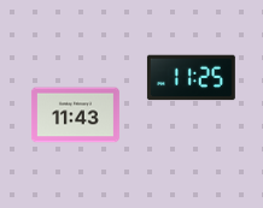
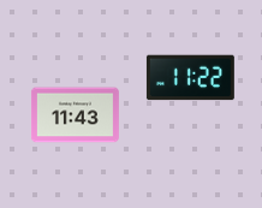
clock at (191, 78): 11:25 -> 11:22
